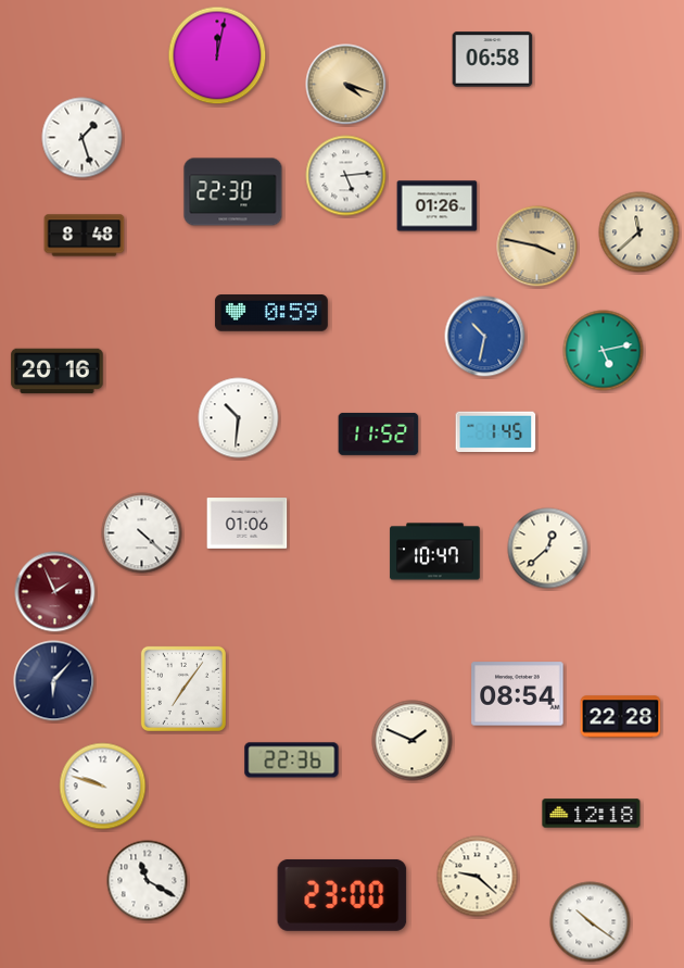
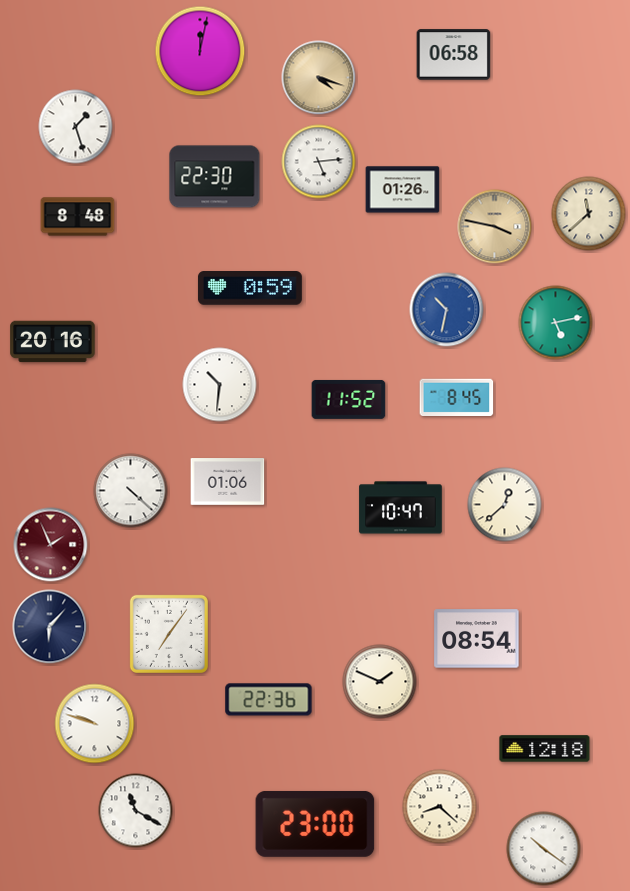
clock at (496, 431): 1:45 -> 8:45
clock at (621, 717): 22:28 -> none
clock at (478, 877): 9:22 -> 8:22
